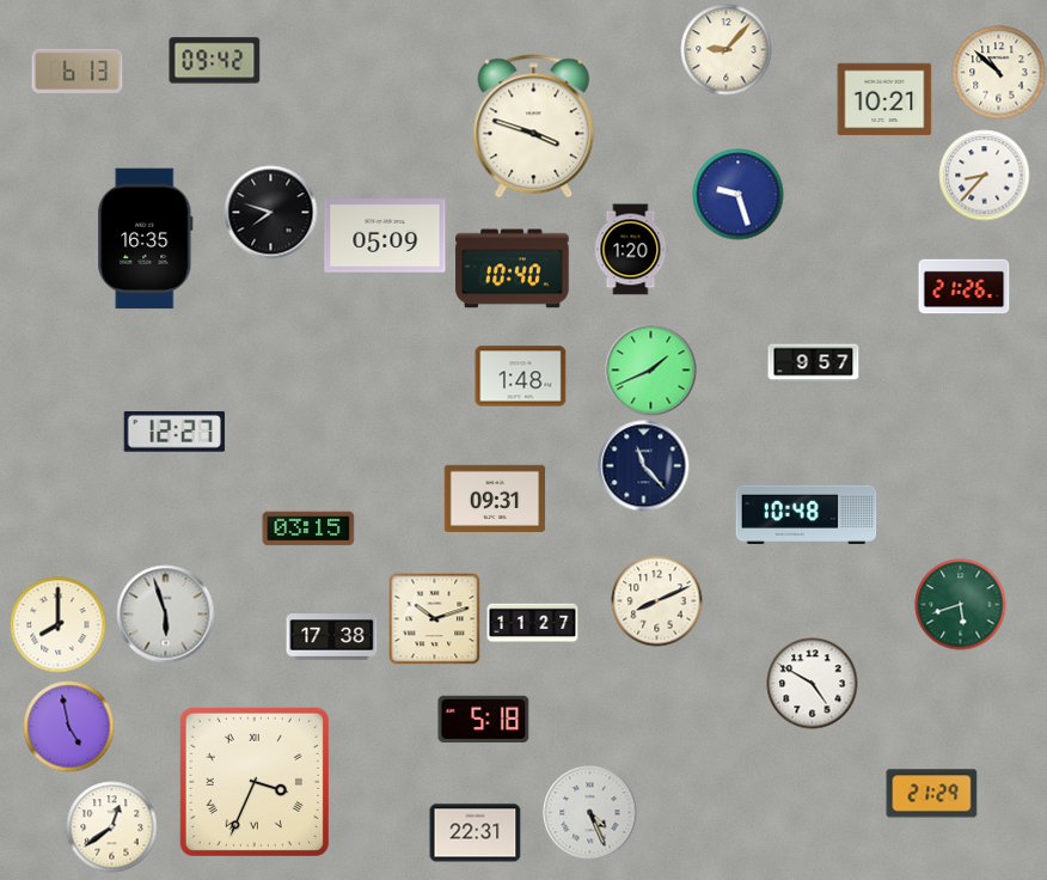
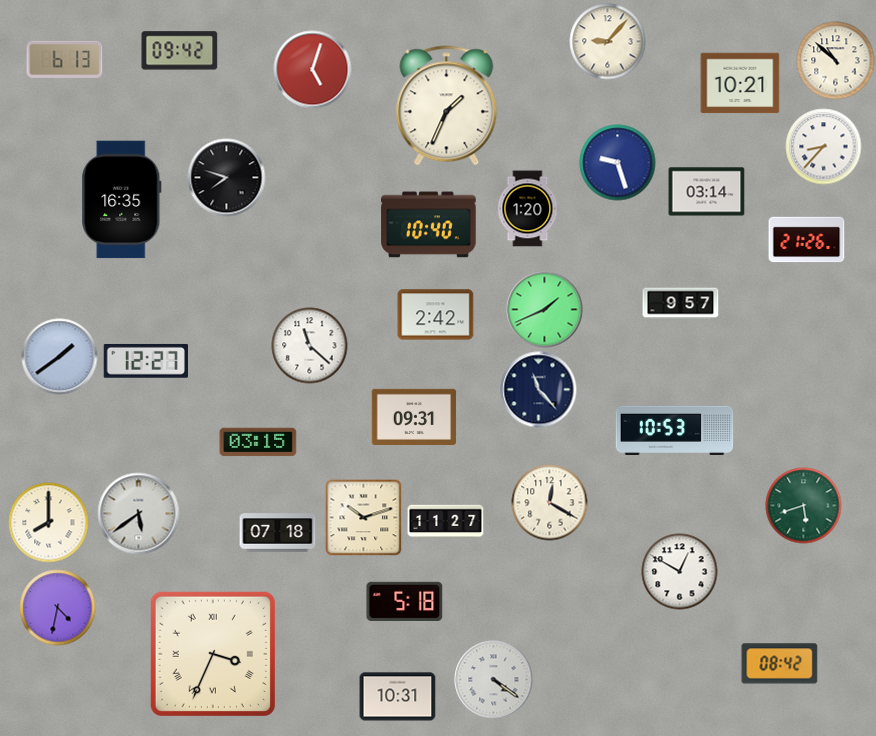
clock at (313, 70): none -> 5:03
clock at (534, 127): 3:48 -> 1:34
clock at (707, 192): none -> 03:14
clock at (385, 236): 05:09 -> none
clock at (521, 377): 1:48 -> 2:42
clock at (310, 346): none -> 11:22
clock at (60, 357): none -> 1:39
clock at (807, 514): 10:48 -> 10:53
clock at (657, 601): 8:11 -> 12:20
clock at (166, 615): 5:57 -> 5:39
clock at (332, 637): 17:38 -> 07:18
clock at (813, 684): 4:50 -> 12:50
clock at (69, 727): 4:58 -> 4:32
clock at (932, 794): 21:29 -> 08:42
clock at (590, 813): 4:26 -> 4:21
clock at (112, 827): 12:39 -> none
clock at (476, 833): 22:31 -> 10:31
